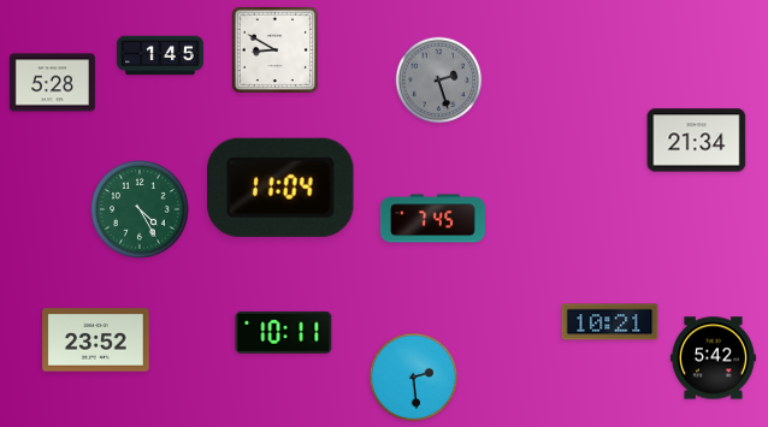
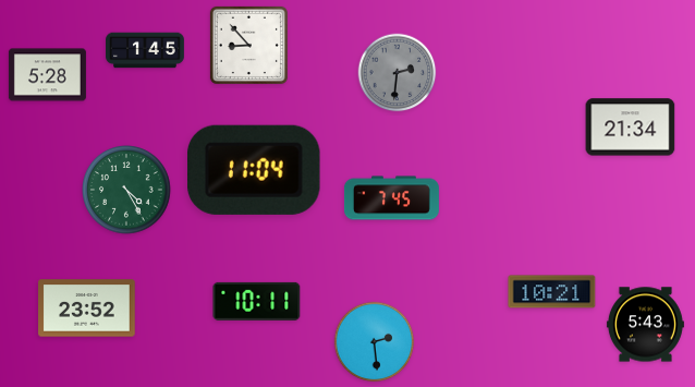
clock at (274, 49): 8:50 -> 8:53
clock at (439, 81): 2:27 -> 2:31
clock at (713, 358): 5:42 -> 5:43
